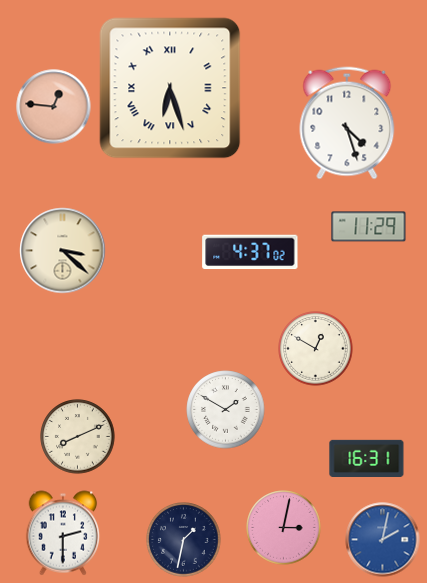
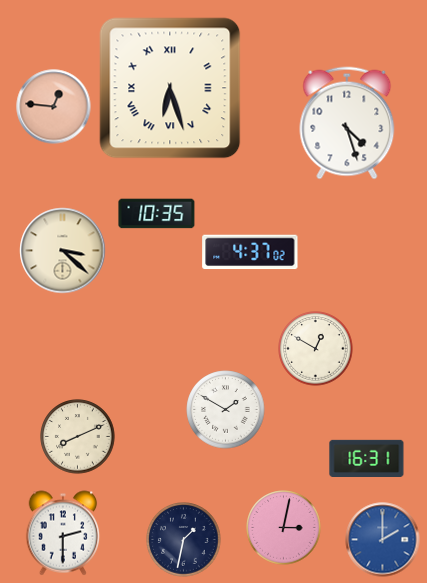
clock at (157, 214): none -> 10:35
clock at (369, 227): 11:29 -> none
clock at (383, 540): 2:02 -> 2:00
